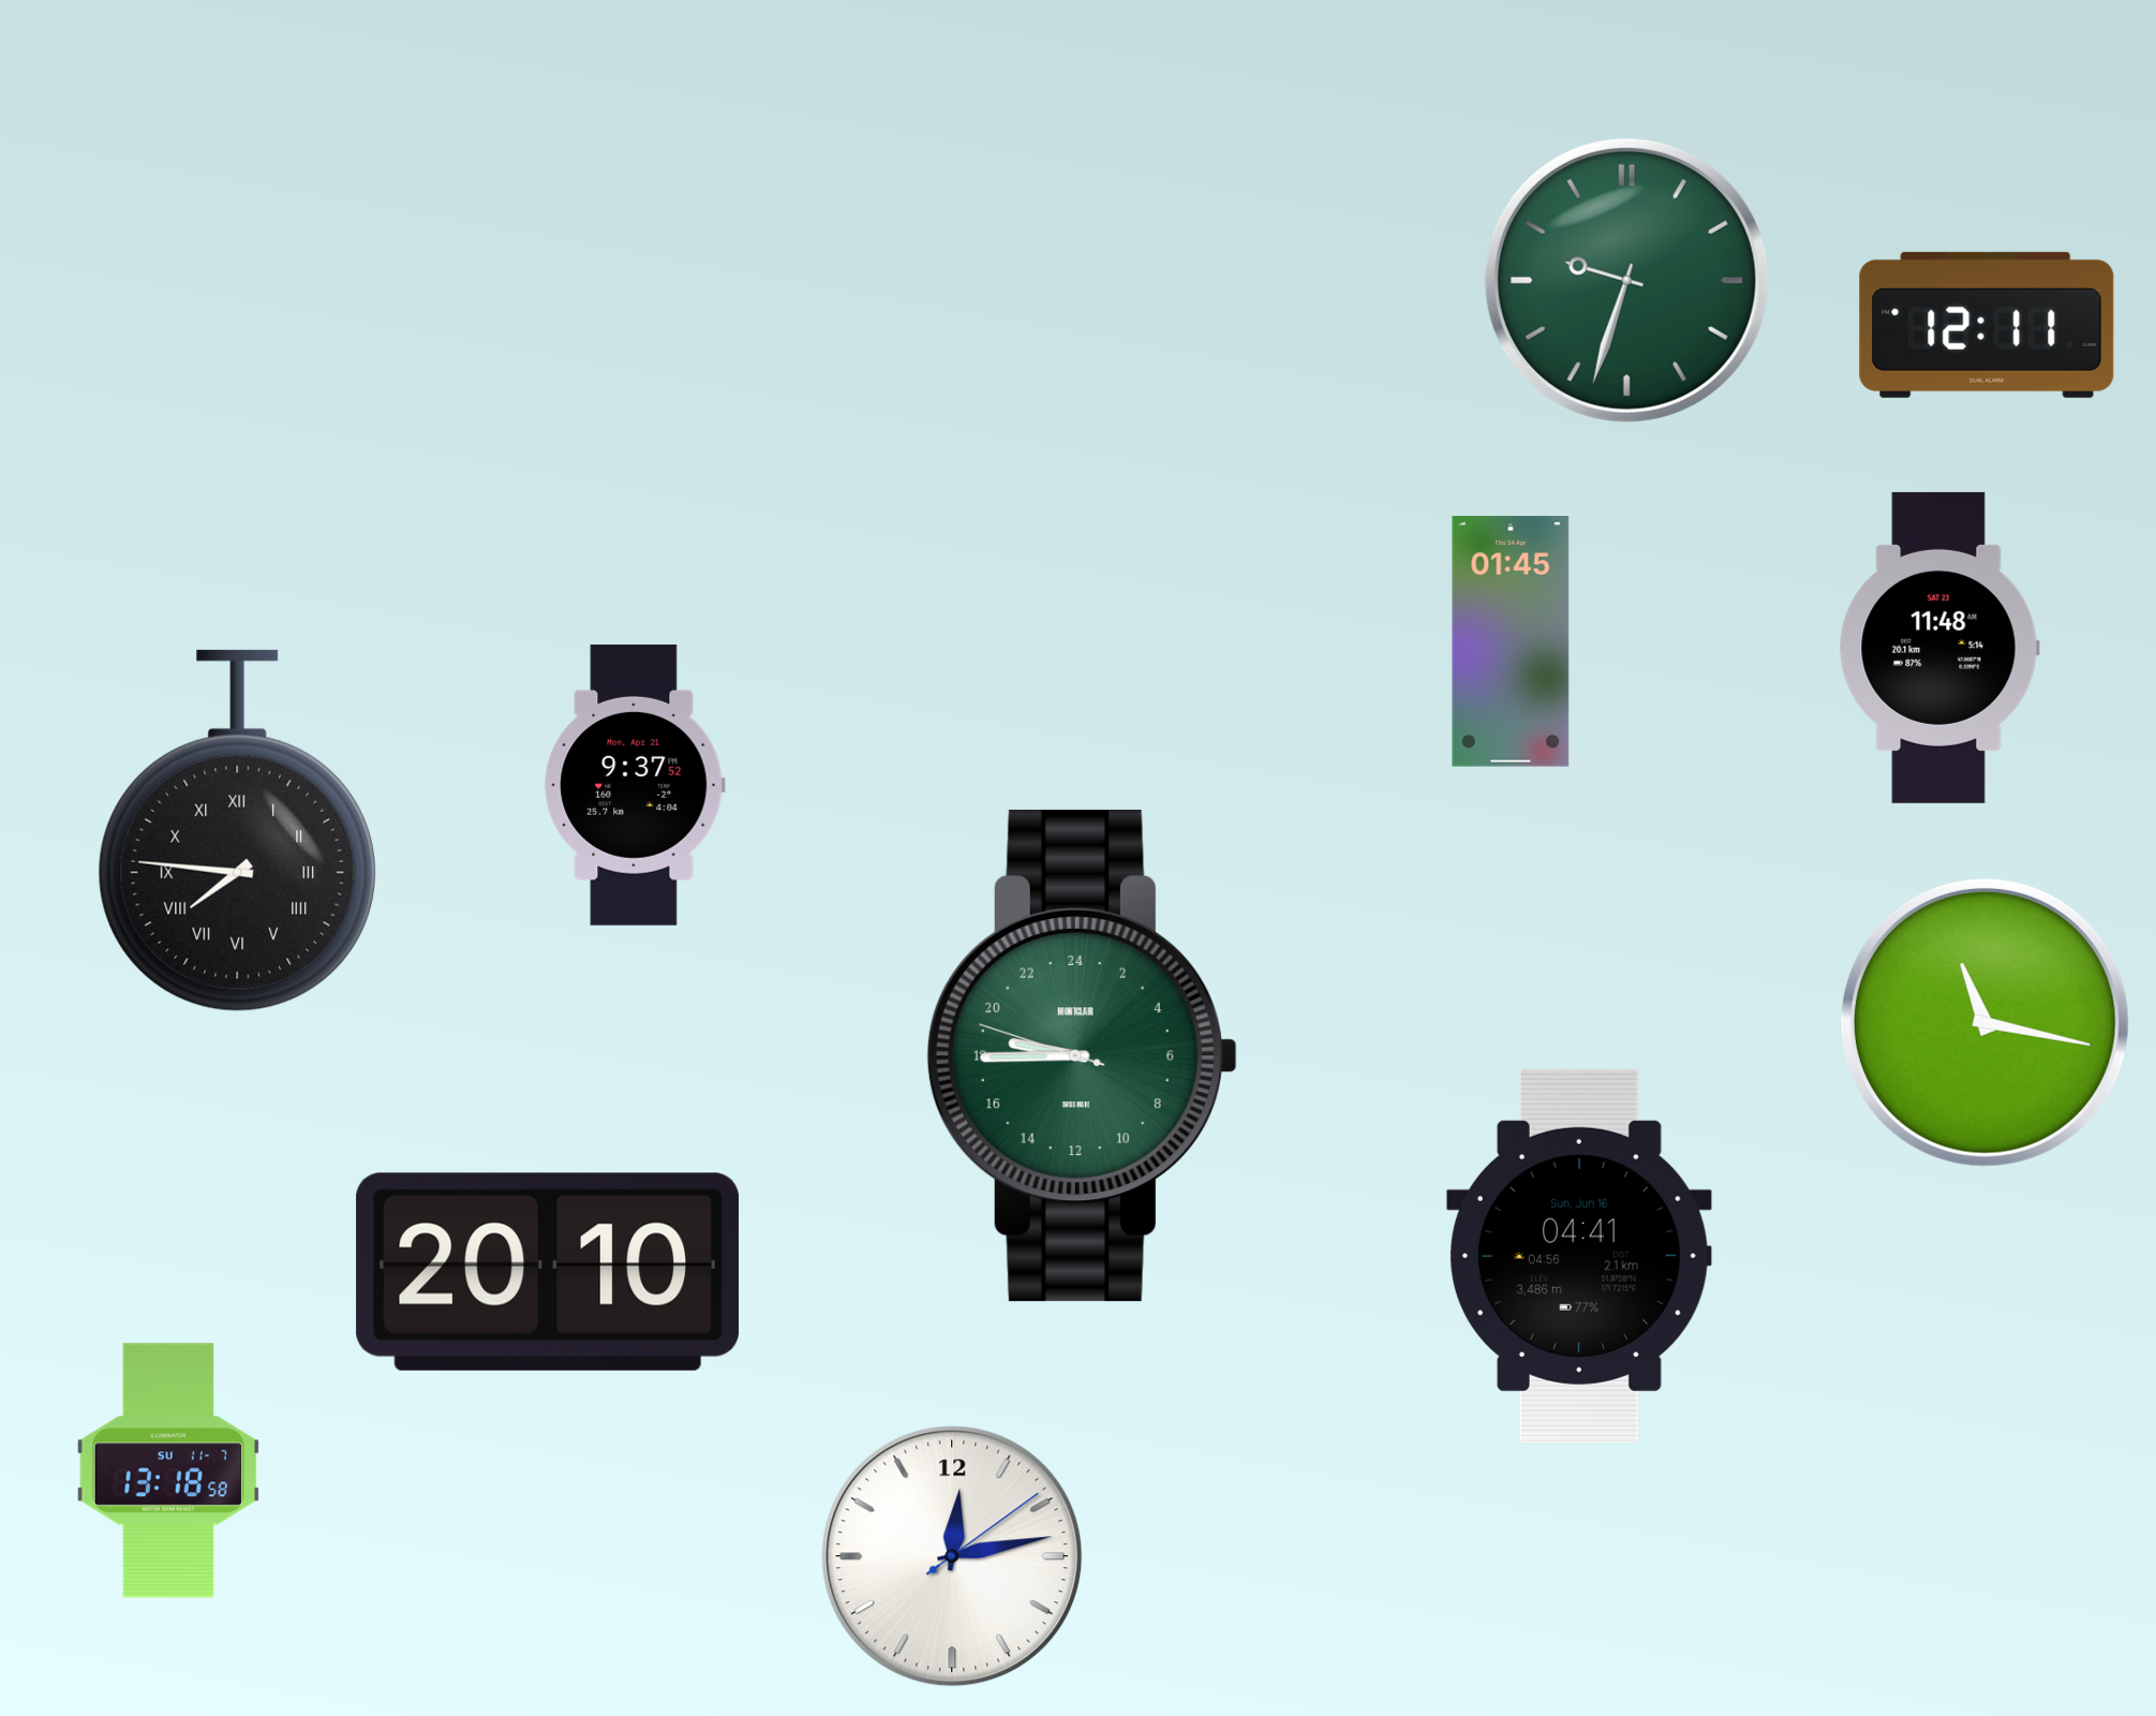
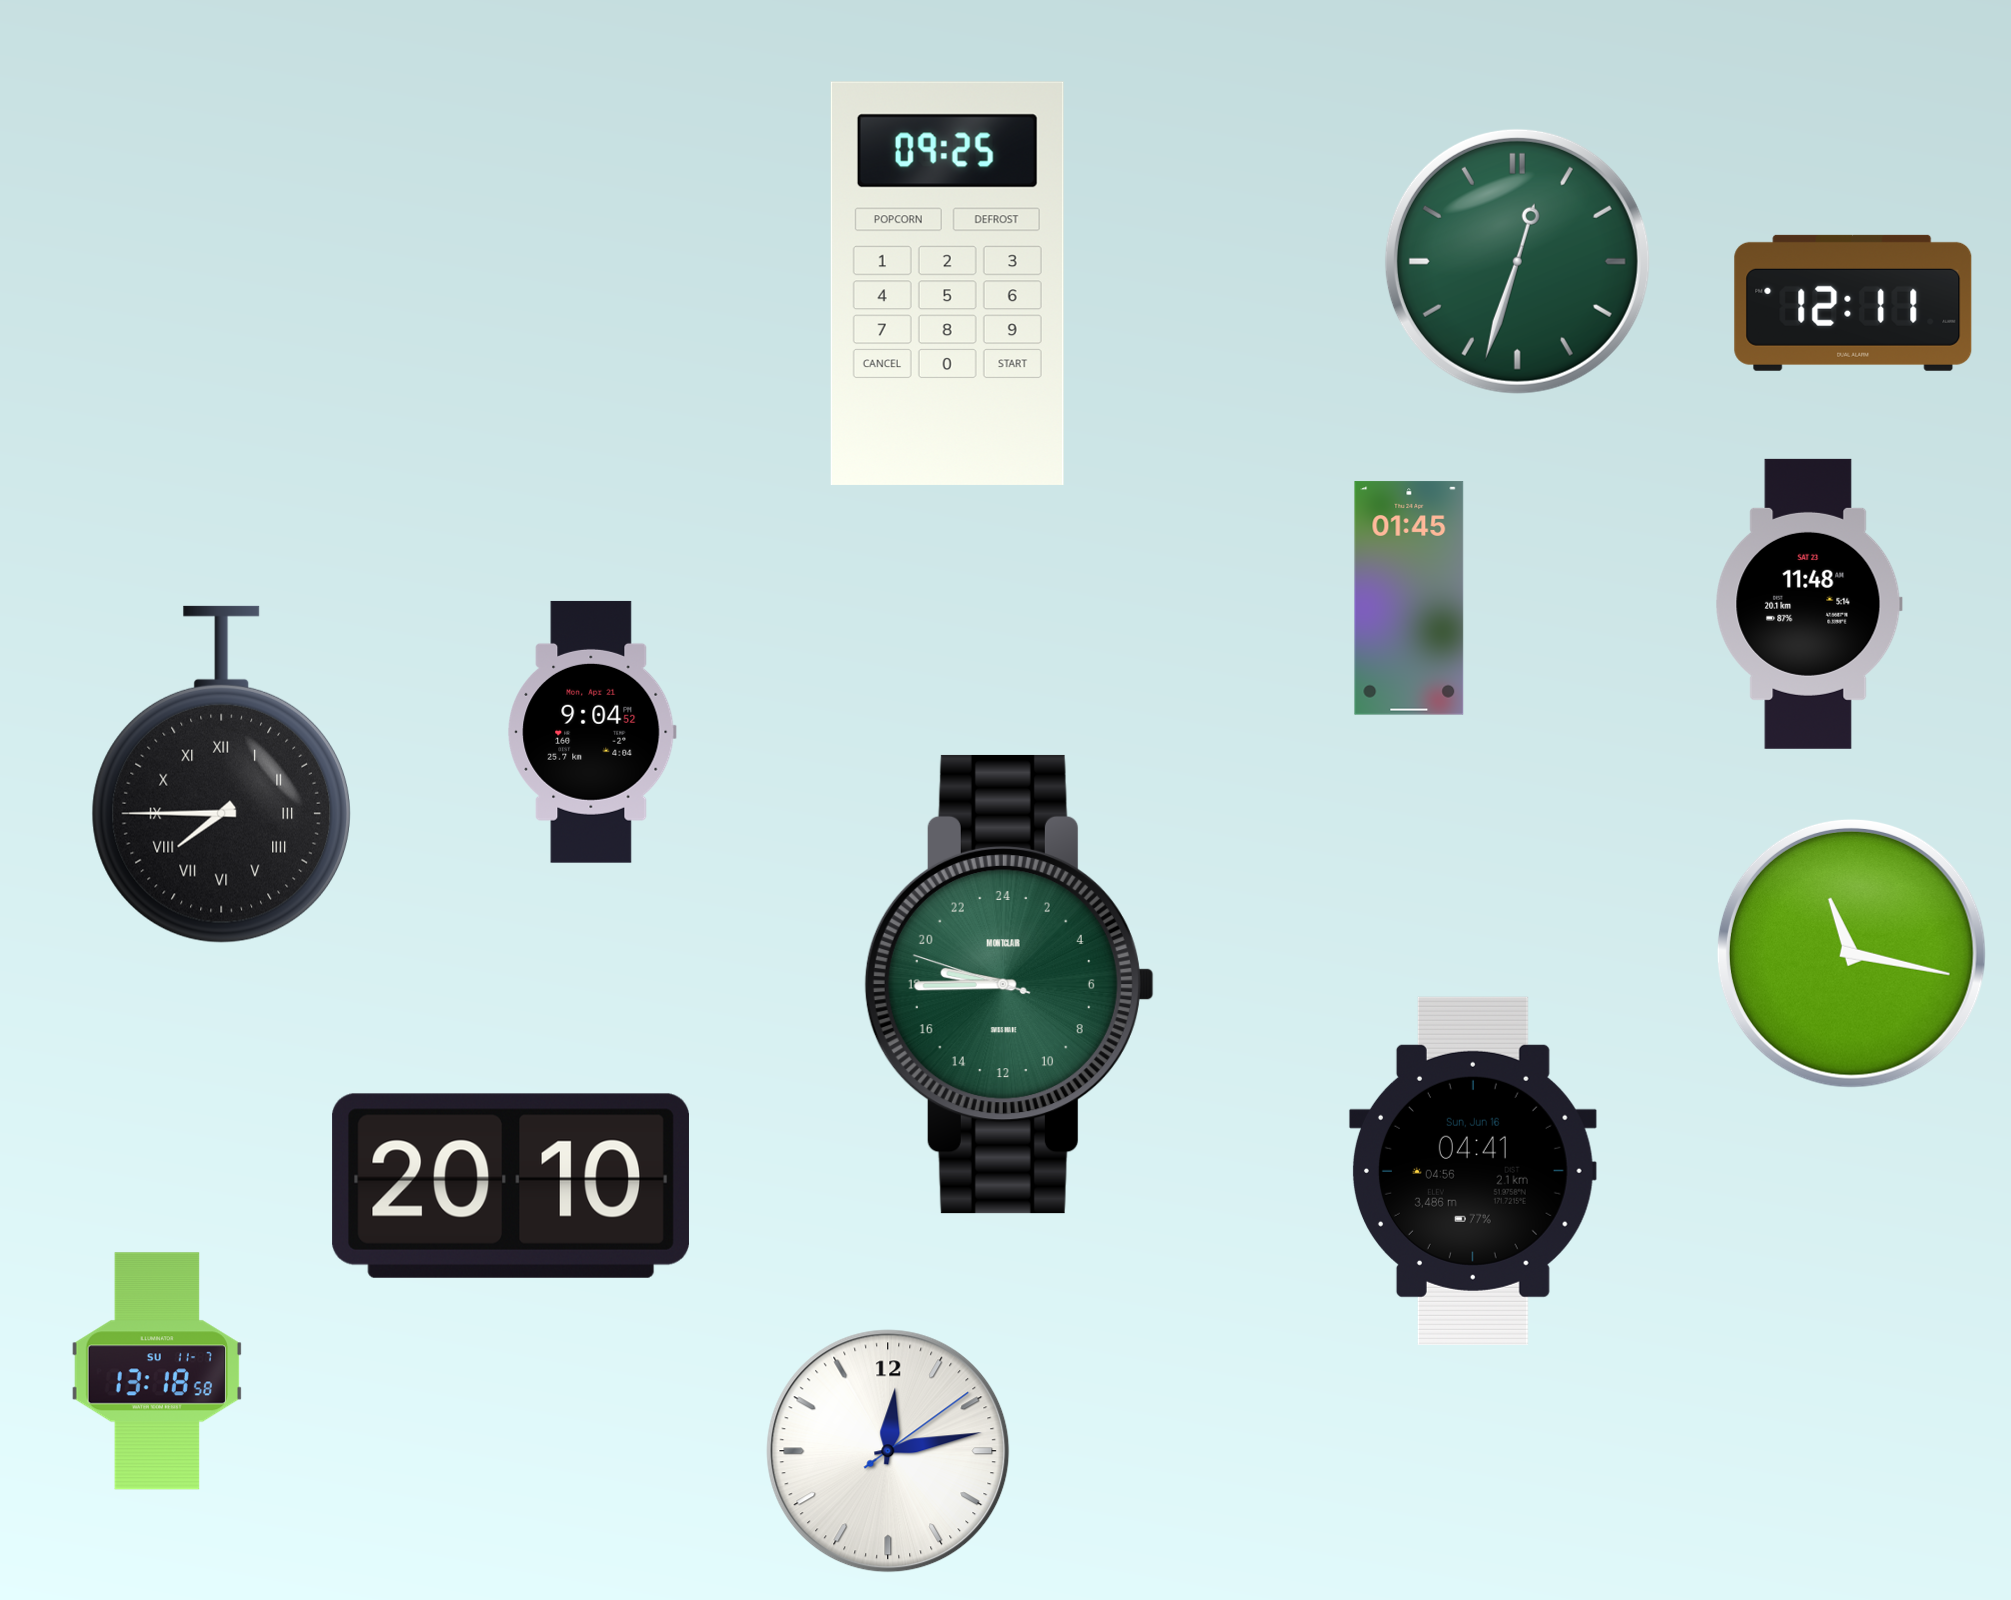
clock at (1626, 280): 9:33 -> 12:33
clock at (947, 283): none -> 09:25
clock at (635, 785): 9:37 -> 9:04
clock at (237, 831): 7:46 -> 7:45
